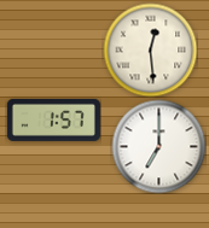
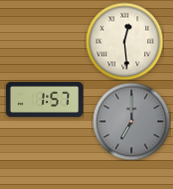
clock at (158, 146) dial: white -> grey
